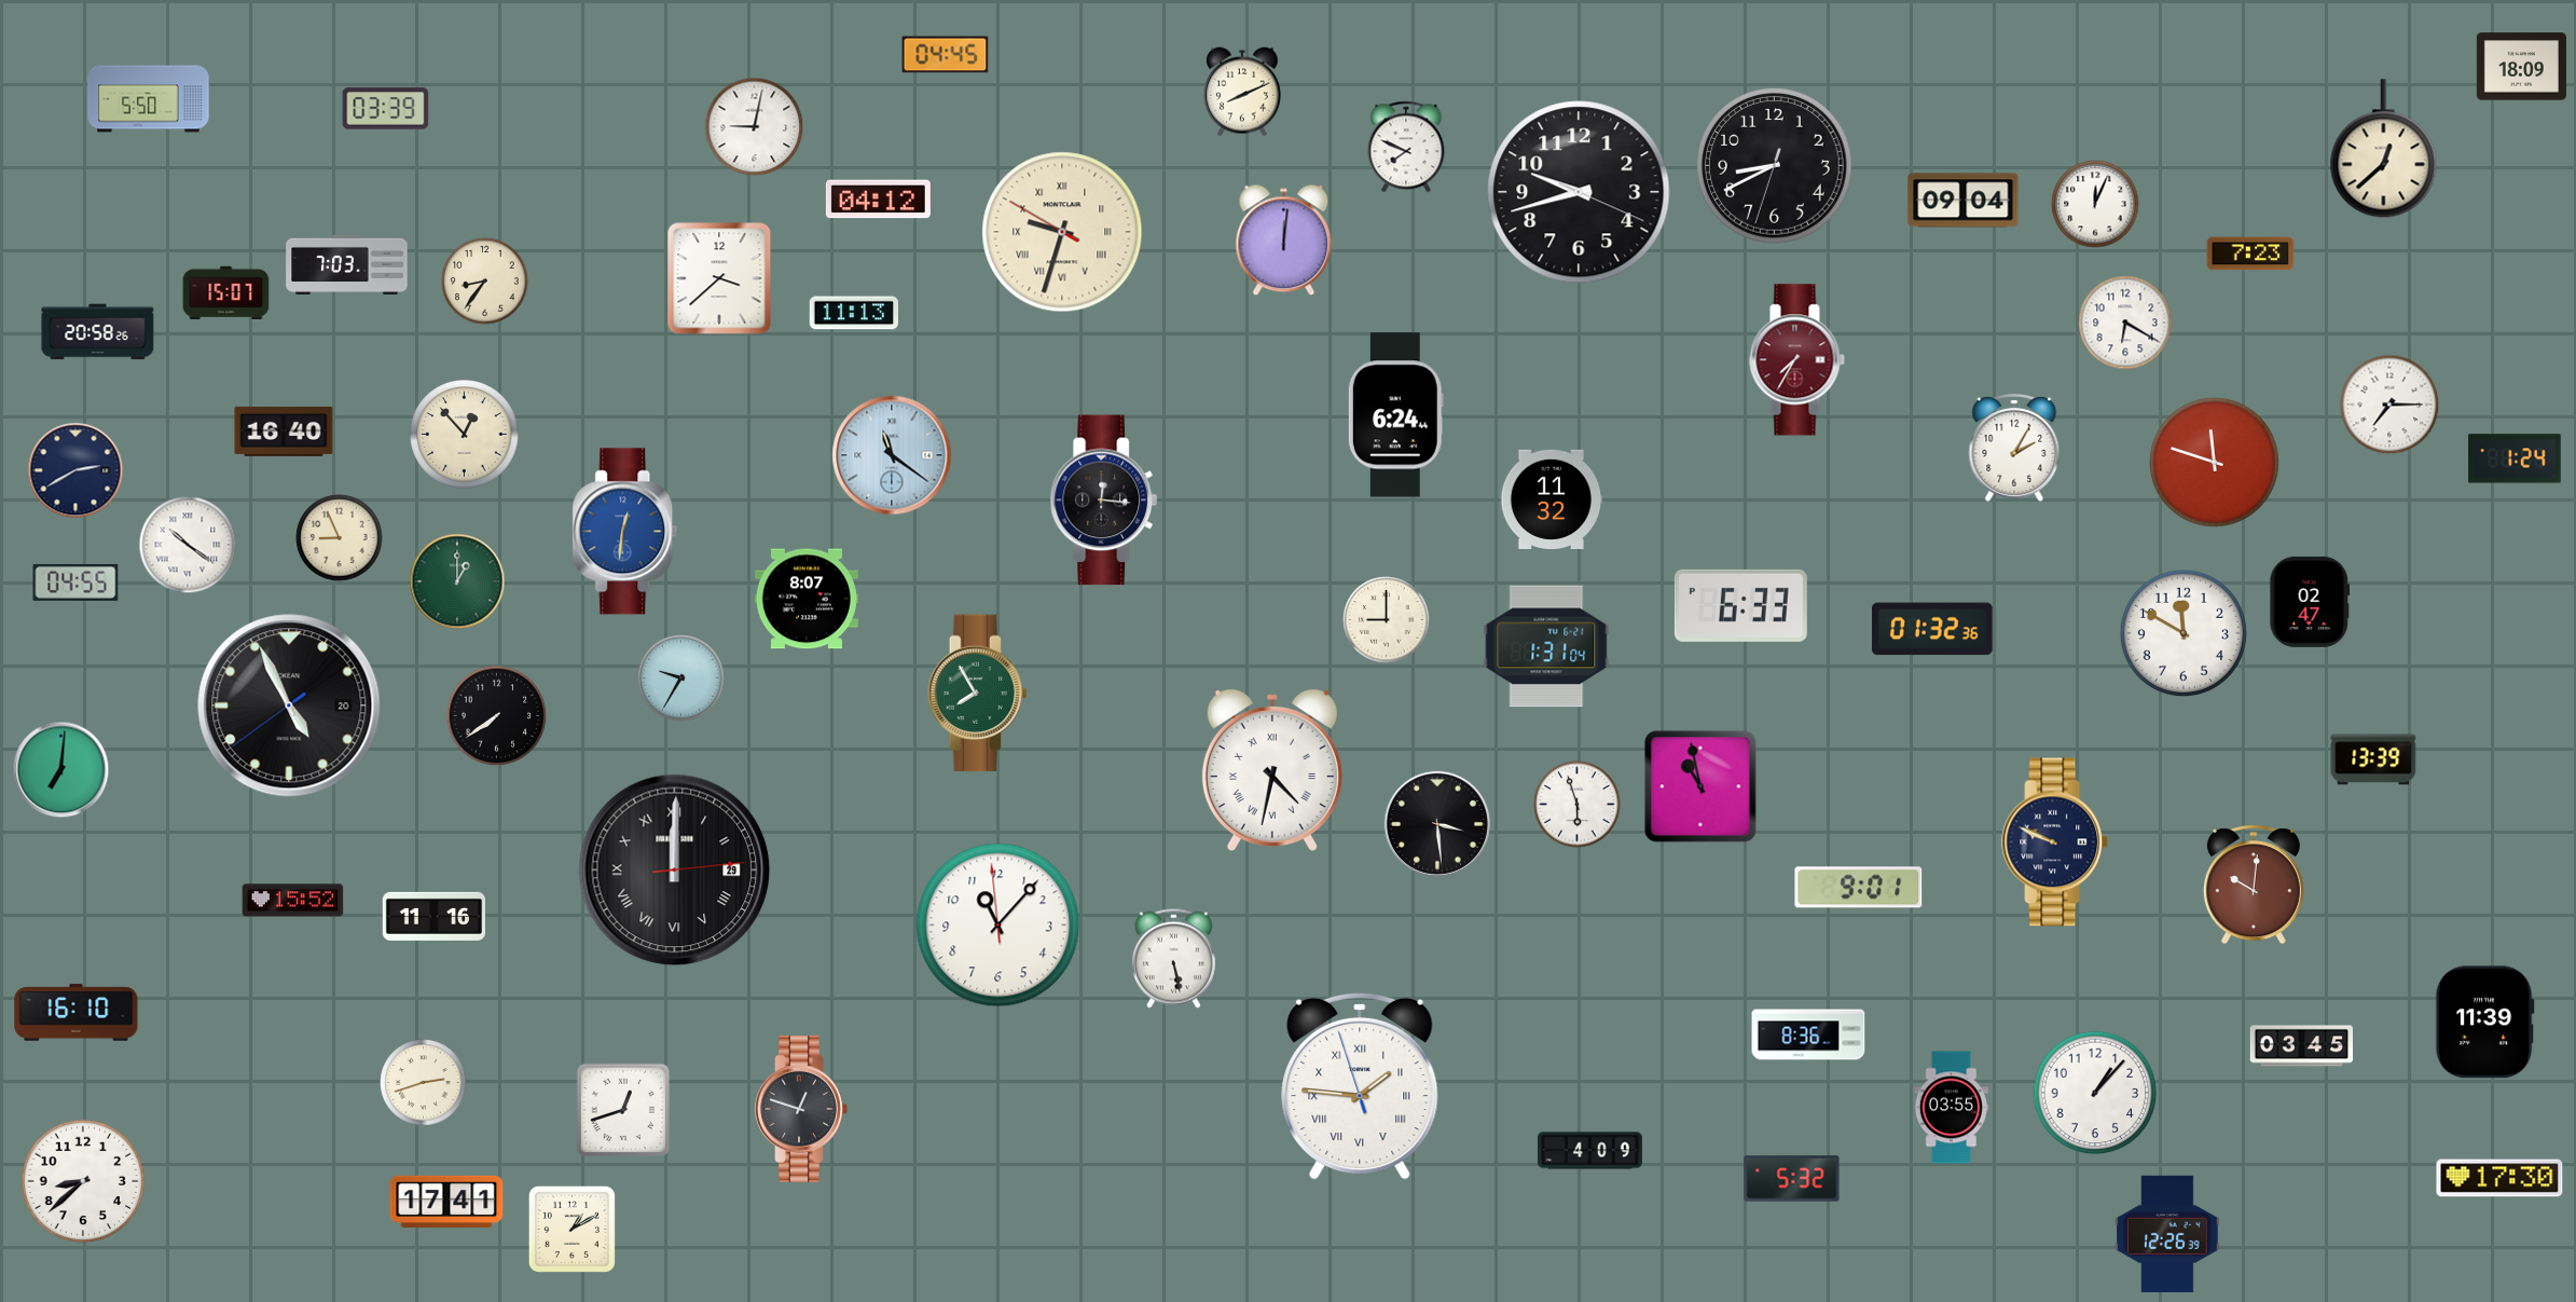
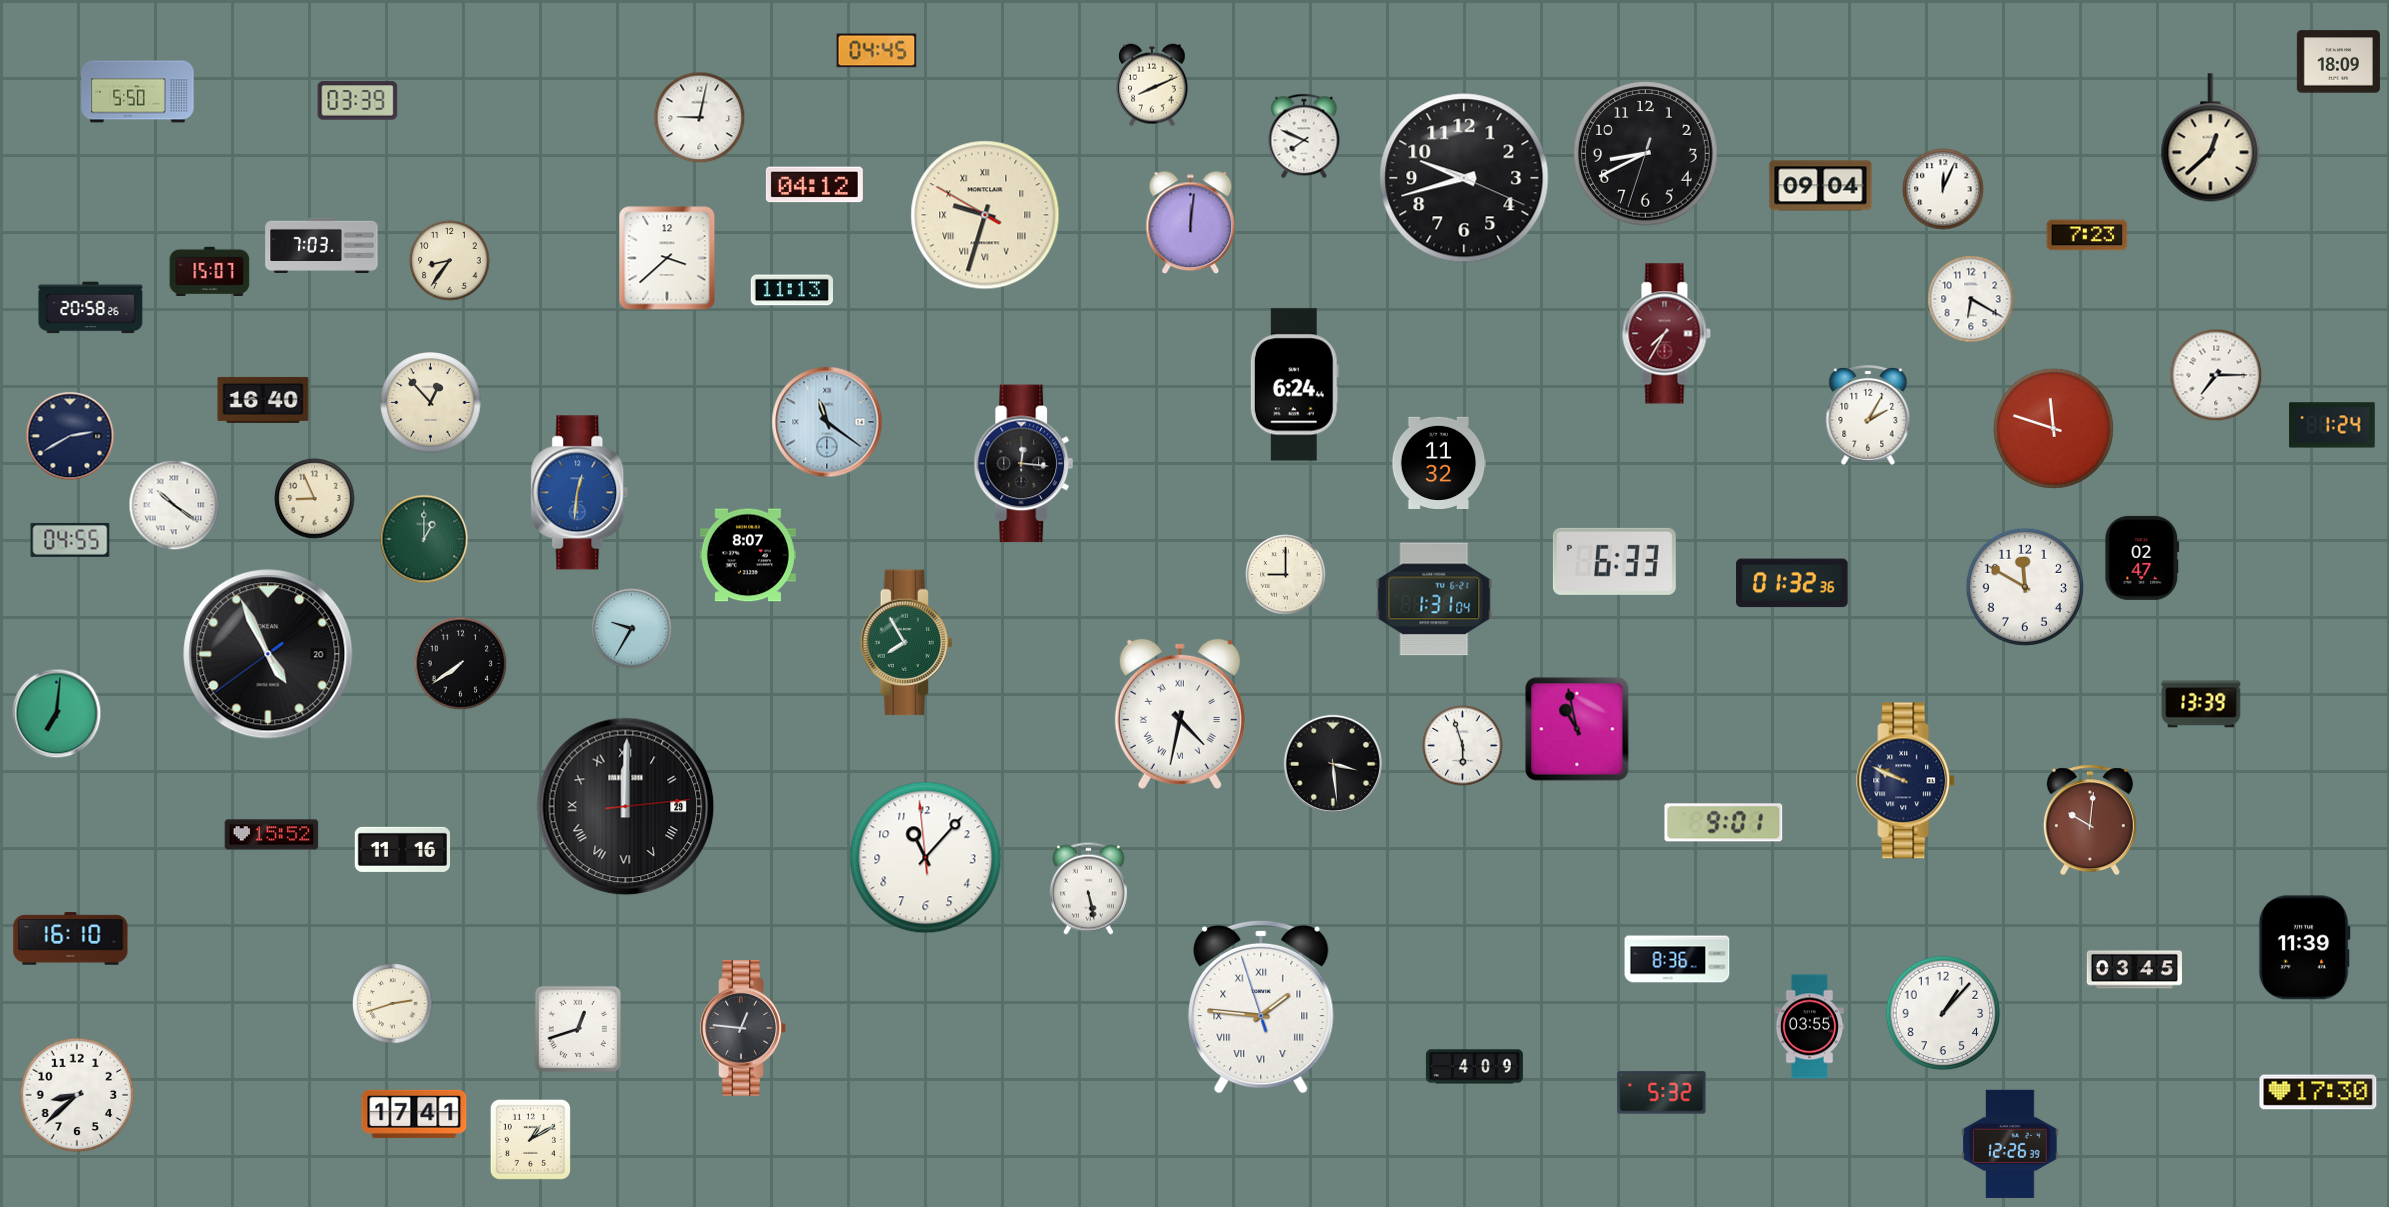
clock at (801, 1109): 12:48 -> 12:46
